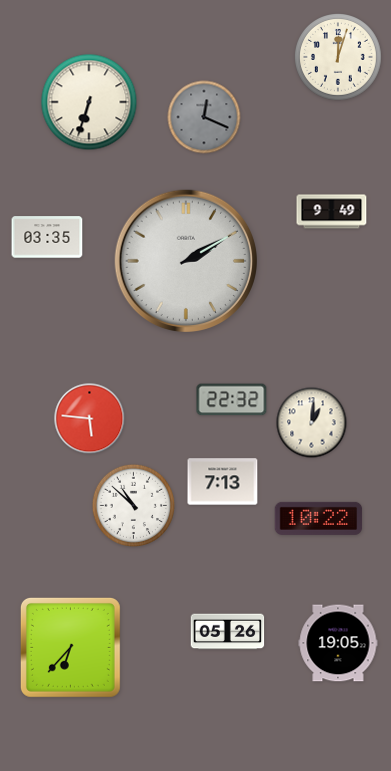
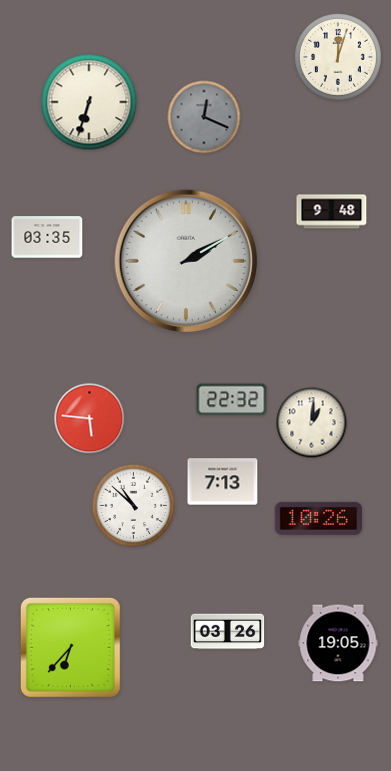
clock at (332, 212): 9:49 -> 9:48
clock at (319, 518): 10:22 -> 10:26
clock at (228, 632): 05:26 -> 03:26
